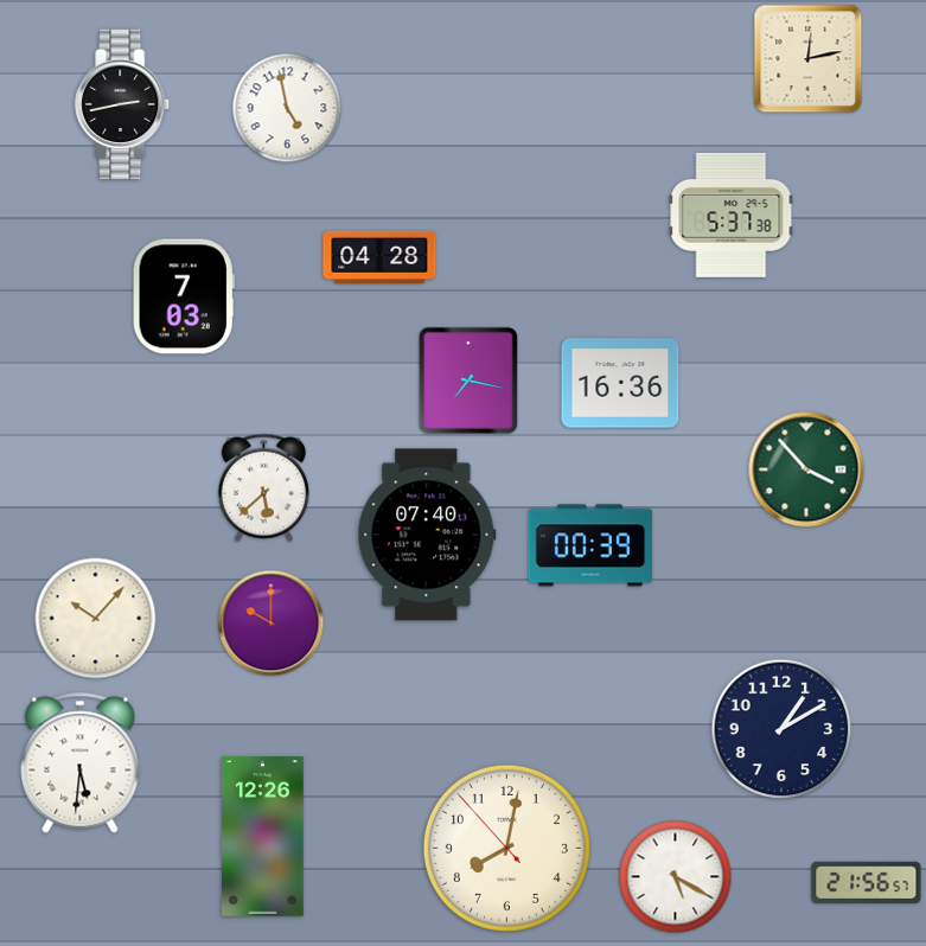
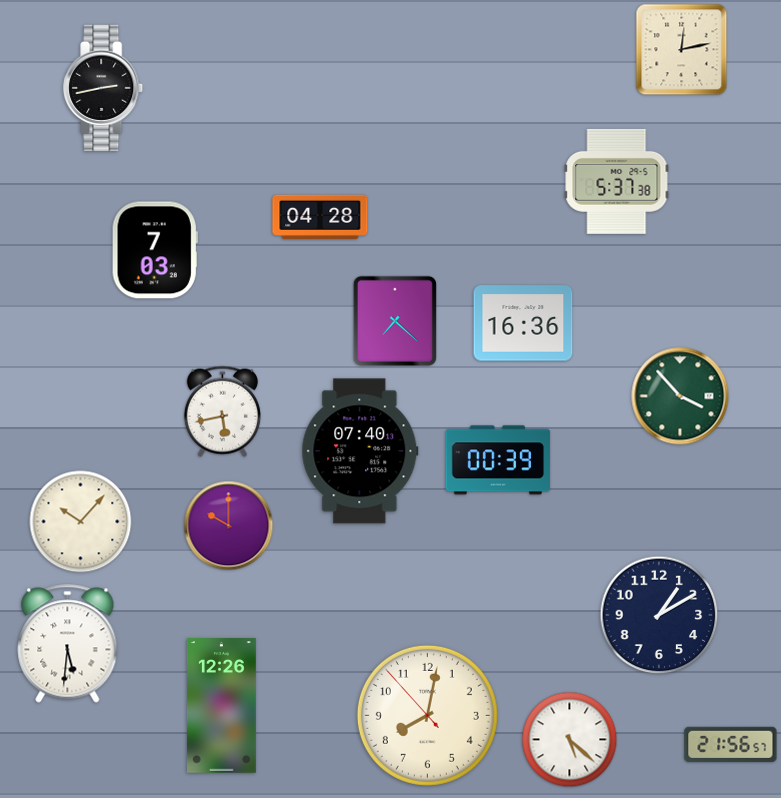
clock at (287, 108): 4:58 -> none
clock at (468, 381): 7:17 -> 7:22
clock at (263, 487): 5:38 -> 5:43
clock at (676, 877): 5:20 -> 5:22
